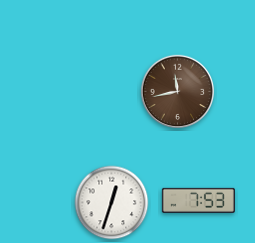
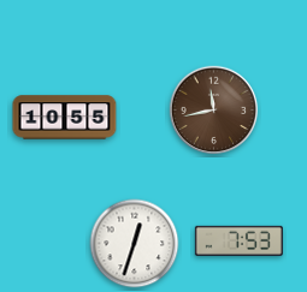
clock at (65, 118): none -> 10:55
